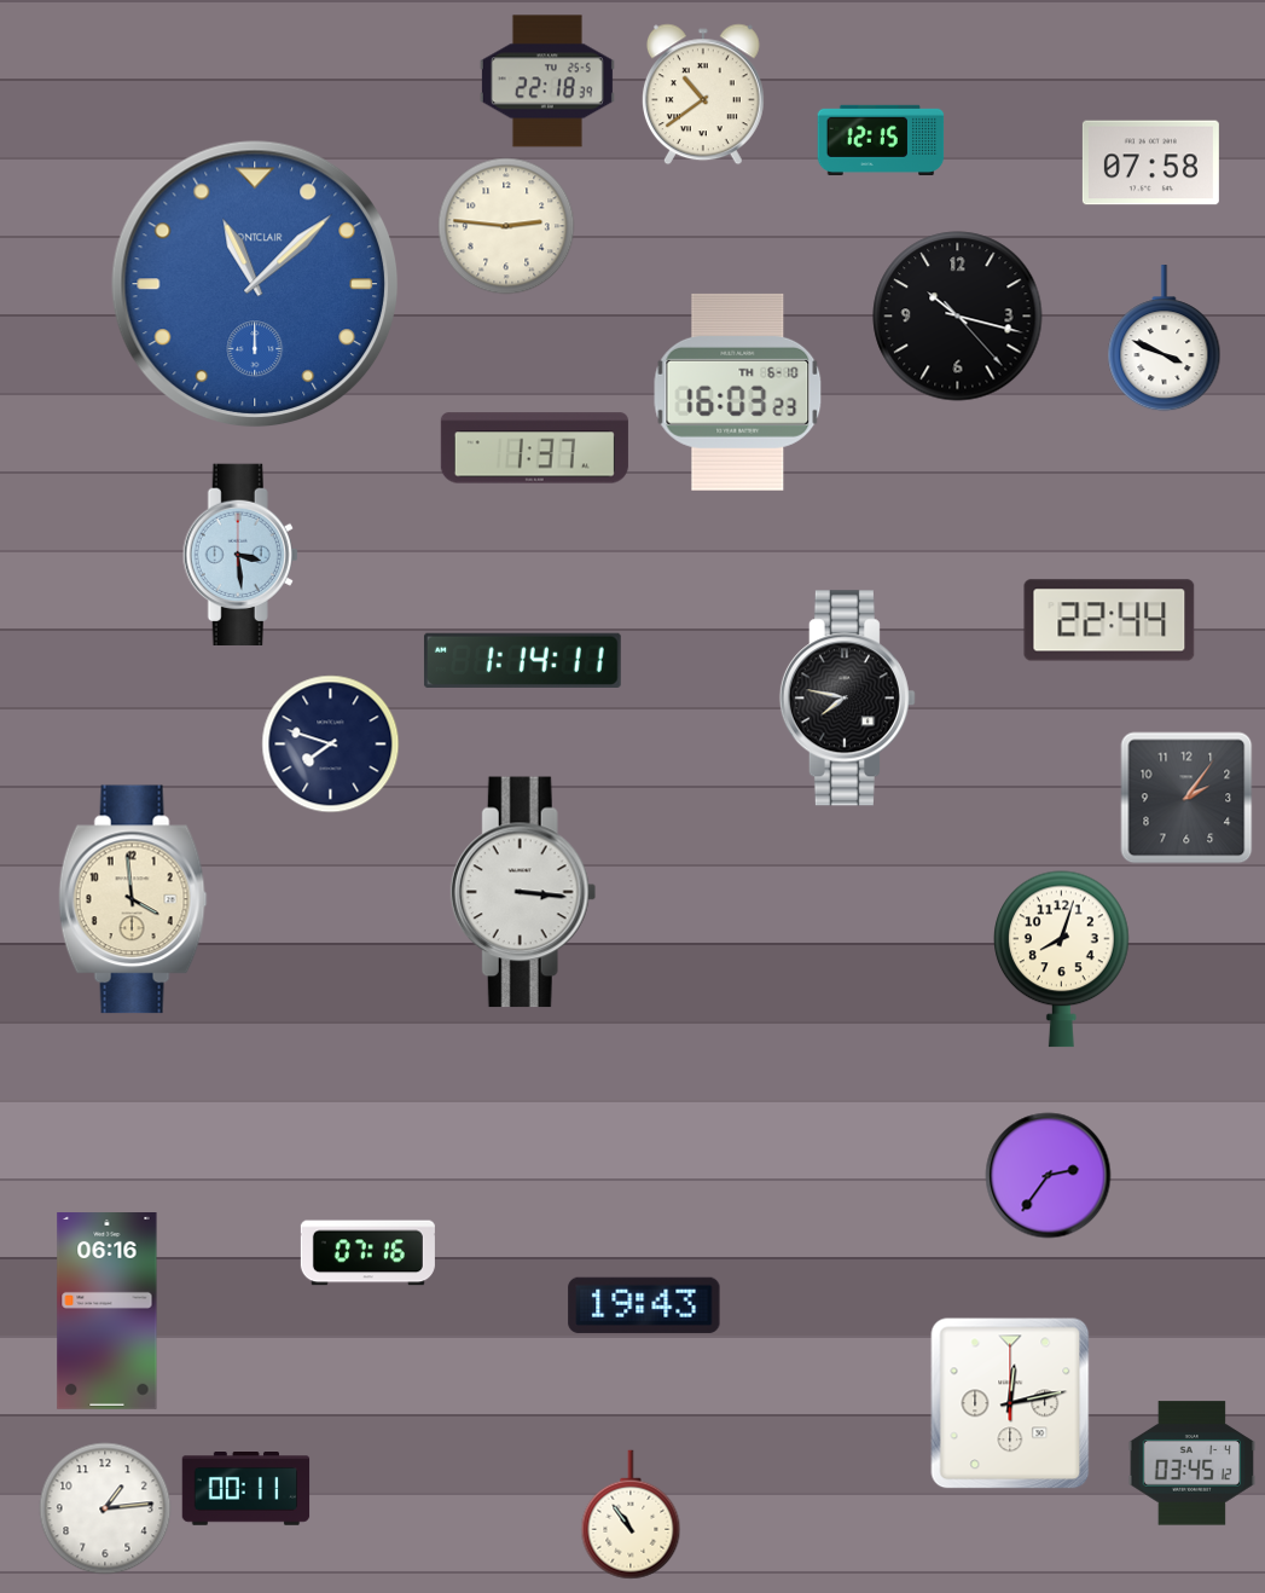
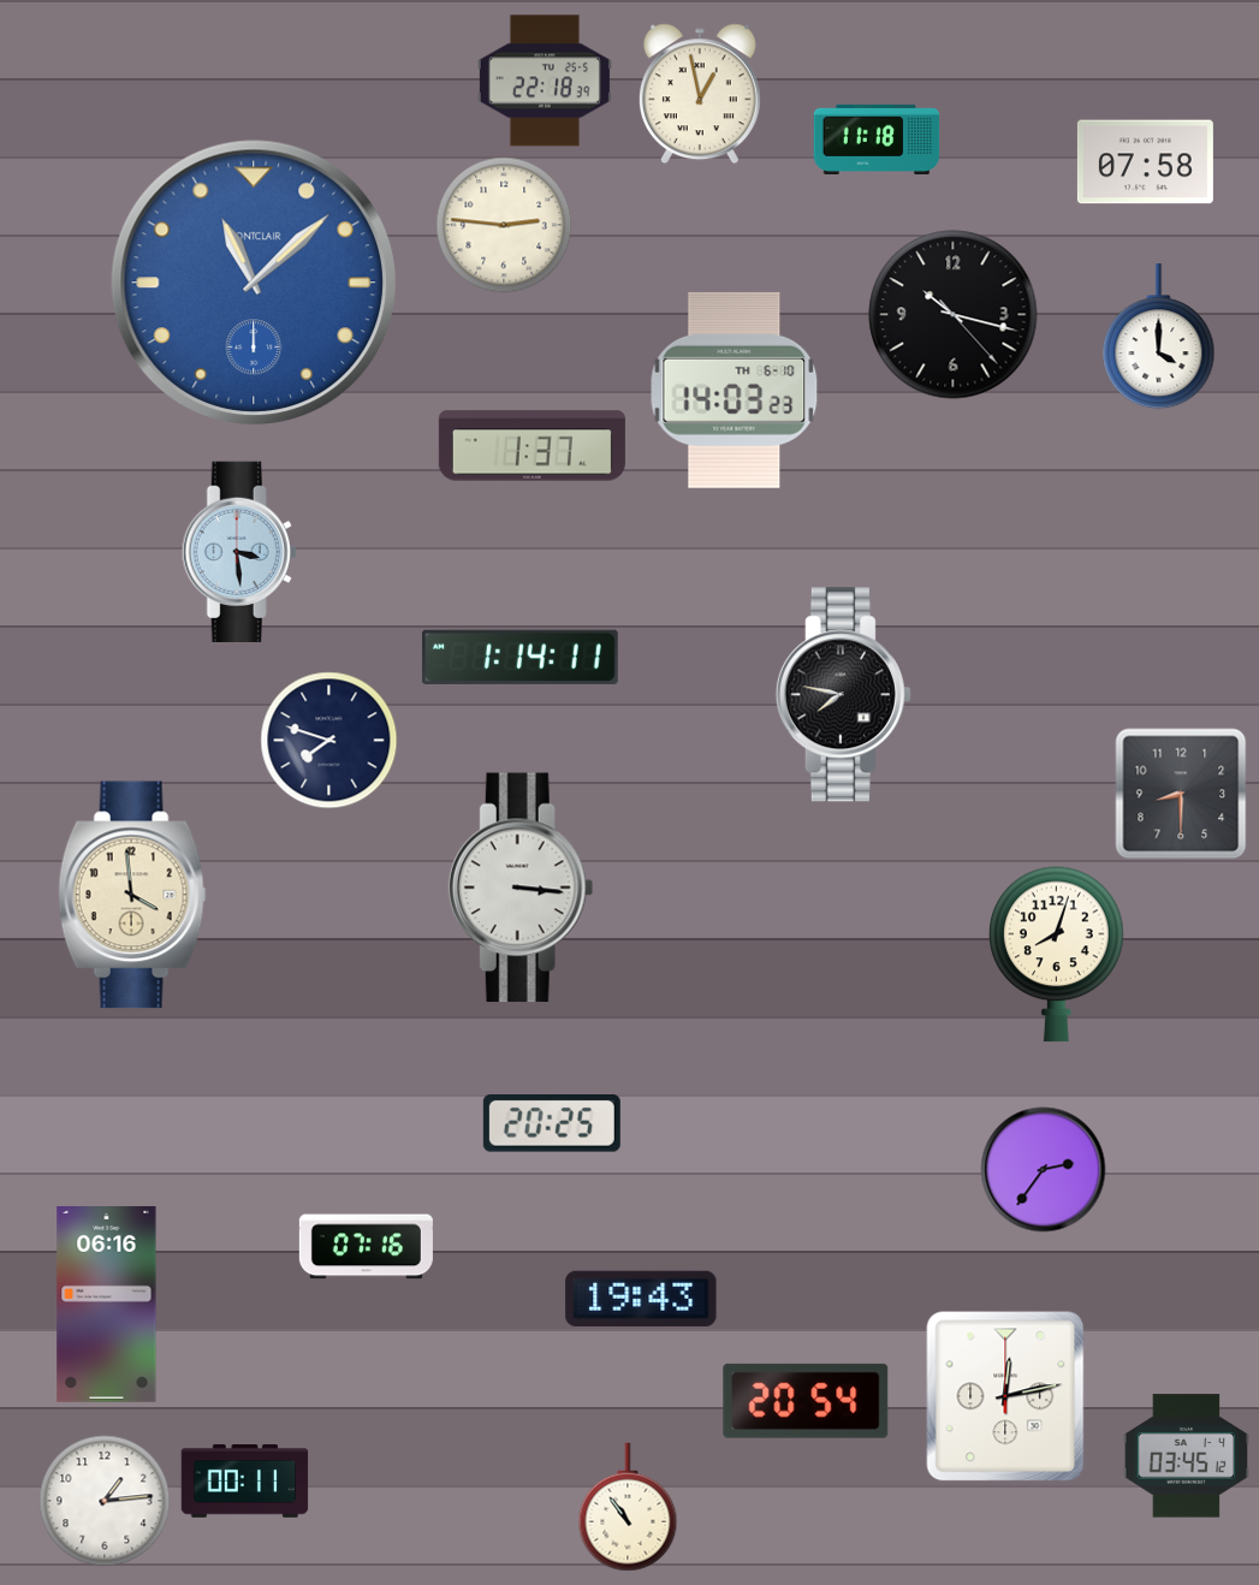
clock at (703, 94): 10:39 -> 12:58
clock at (881, 139): 12:15 -> 11:18
clock at (1165, 338): 3:49 -> 4:00
clock at (738, 392): 16:03 -> 14:03
clock at (1109, 620): 22:44 -> none
clock at (1186, 798): 2:06 -> 8:30
clock at (552, 1124): none -> 20:25
clock at (806, 1401): none -> 20:54
